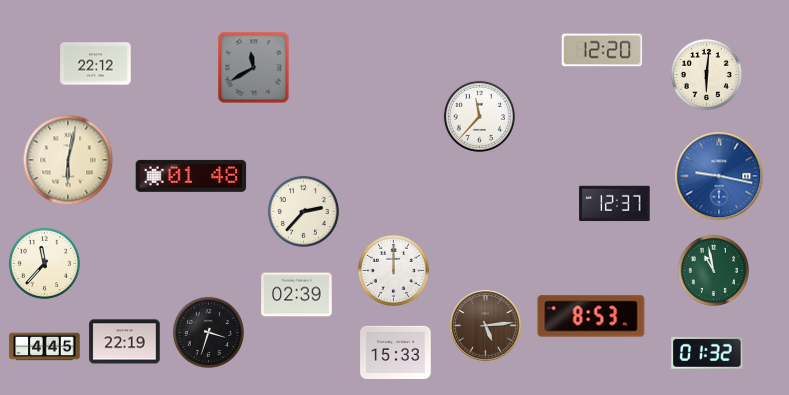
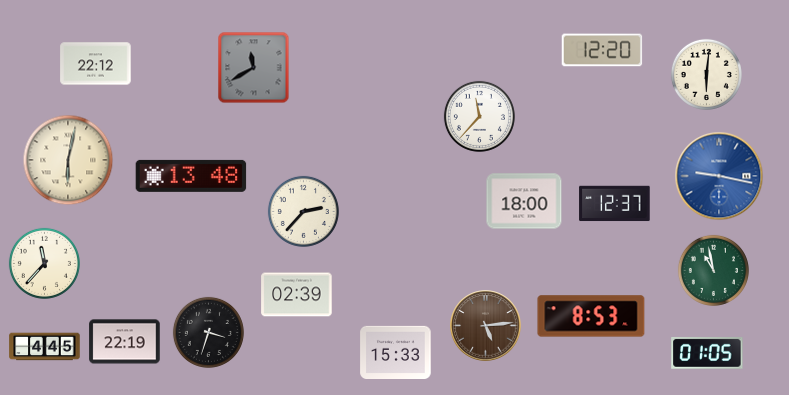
clock at (191, 176): 01:48 -> 13:48
clock at (524, 201): none -> 18:00
clock at (393, 270): 12:00 -> none
clock at (707, 353): 01:32 -> 01:05
